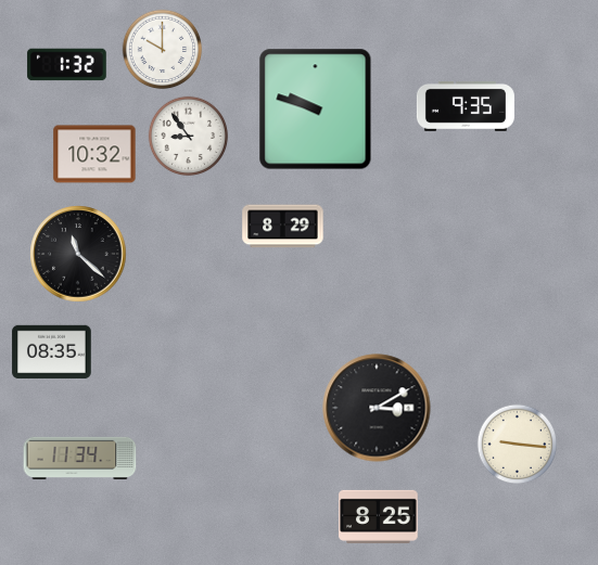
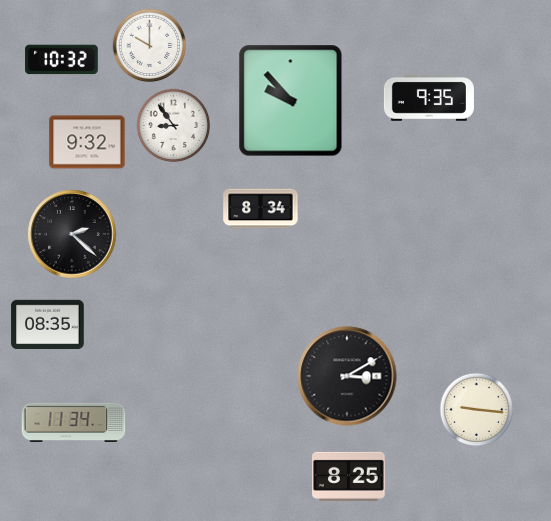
clock at (67, 65): 1:32 -> 10:32
clock at (316, 110): 9:48 -> 9:53
clock at (94, 154): 10:32 -> 9:32
clock at (283, 227): 8:29 -> 8:34
clock at (78, 254): 11:22 -> 2:22
